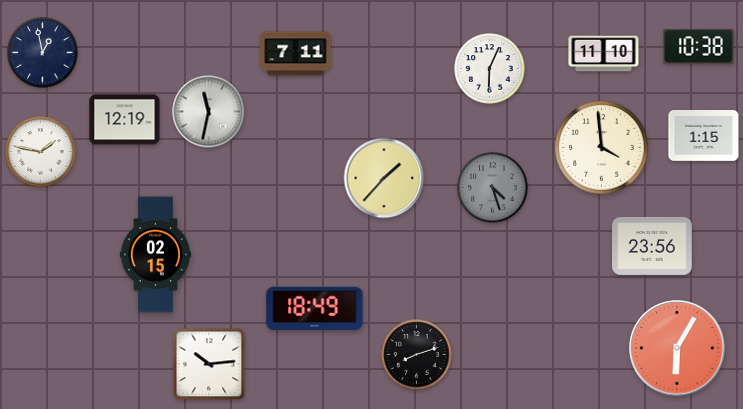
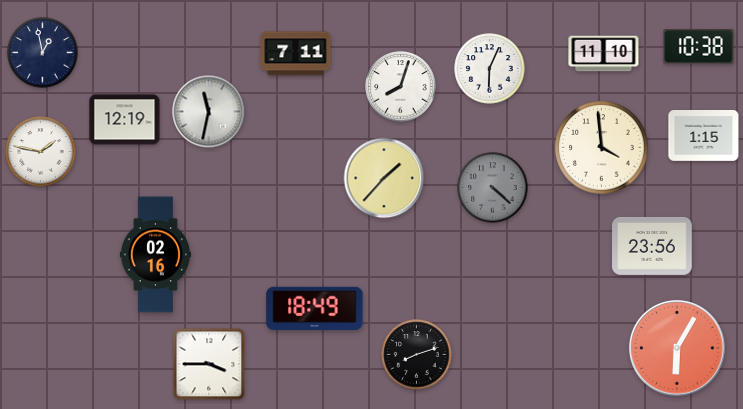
clock at (401, 87): none -> 8:03
clock at (493, 188): 4:27 -> 4:22
clock at (156, 255): 02:15 -> 02:16
clock at (209, 364): 10:14 -> 3:45
